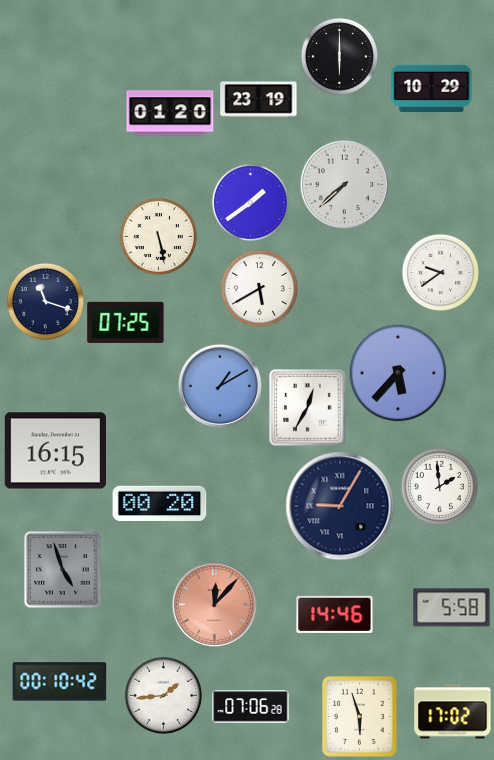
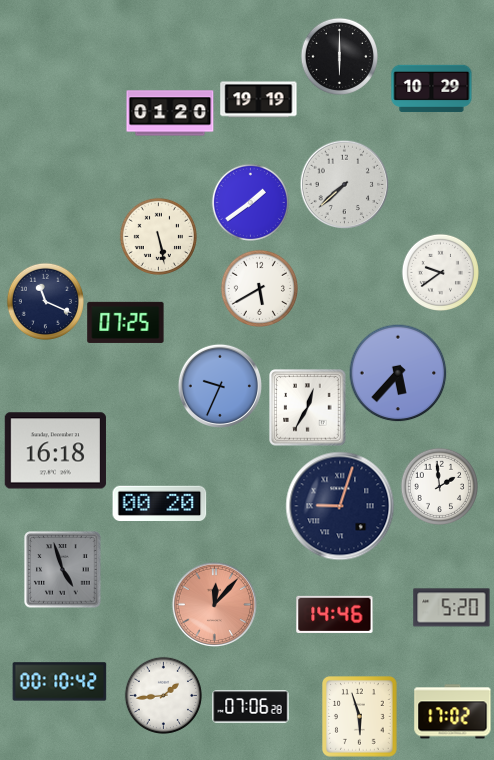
clock at (259, 100): 23:19 -> 19:19
clock at (45, 301): 11:18 -> 11:19
clock at (220, 386): 1:10 -> 9:34
clock at (55, 451): 16:15 -> 16:18
clock at (340, 506): 9:05 -> 9:03
clock at (452, 608): 5:58 -> 5:20
